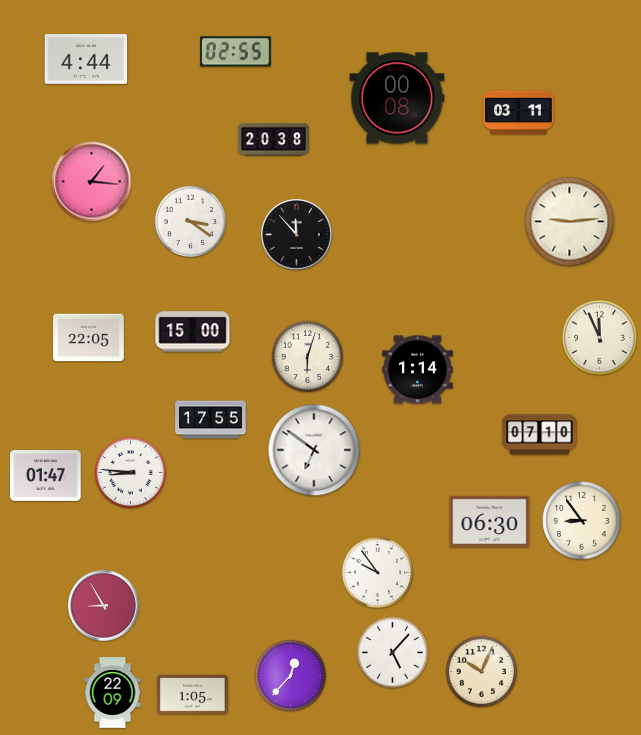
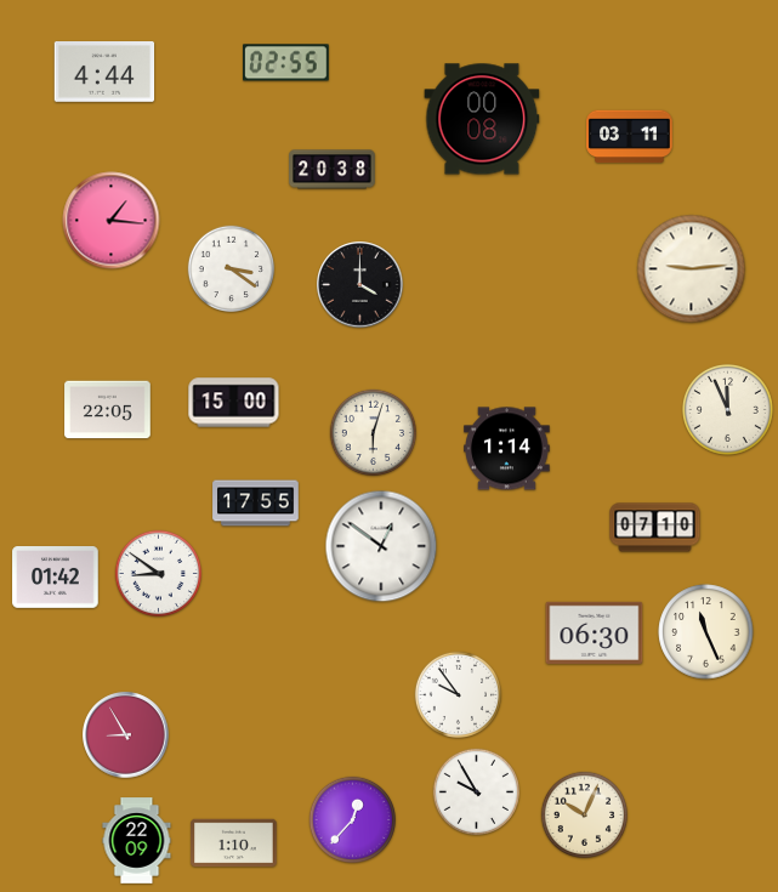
clock at (297, 235): 11:53 -> 4:00
clock at (211, 420) position: (211, 420) -> (256, 504)
clock at (314, 450): 6:51 -> 12:51
clock at (130, 472): 8:46 -> 8:51
clock at (46, 476): 01:47 -> 01:42
clock at (582, 521): 8:54 -> 11:26
clock at (392, 652): 5:07 -> 9:55
clock at (193, 695): 1:05 -> 1:10
